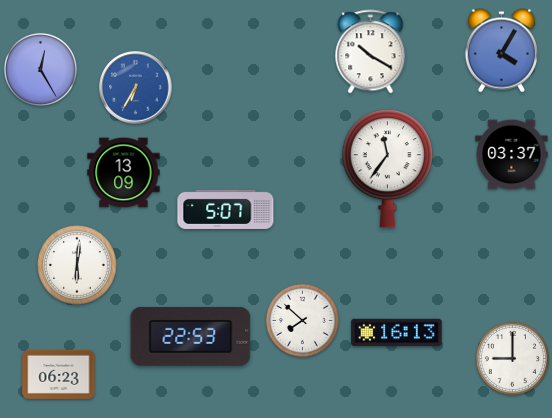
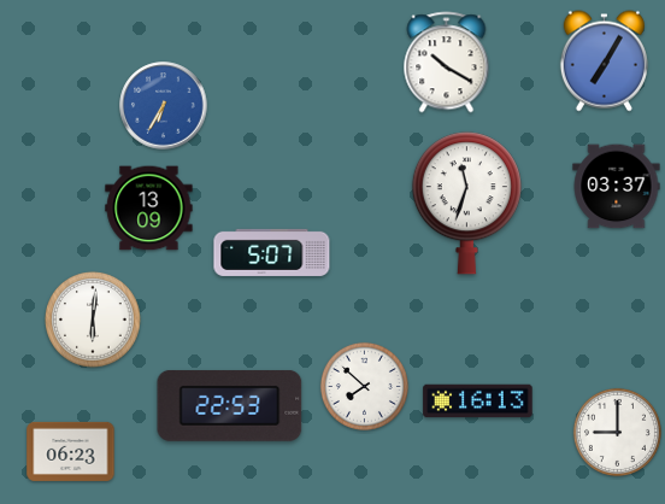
clock at (501, 51): 4:05 -> 7:05
clock at (40, 69): 12:25 -> none
clock at (387, 169): 11:36 -> 11:33
